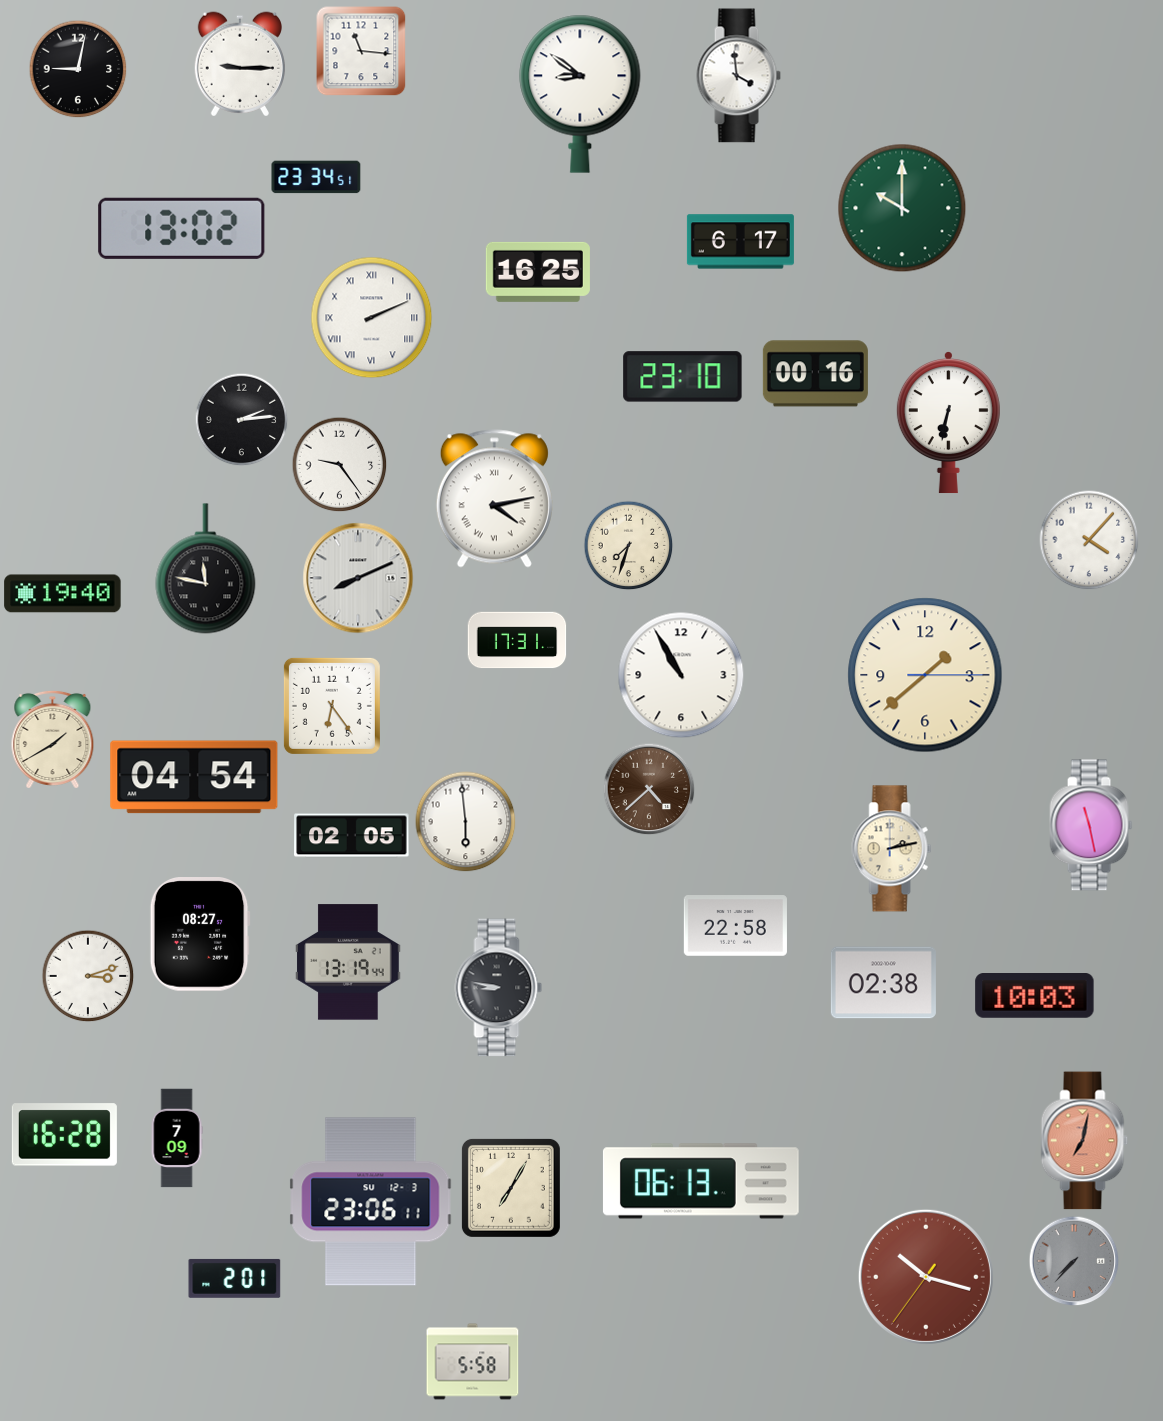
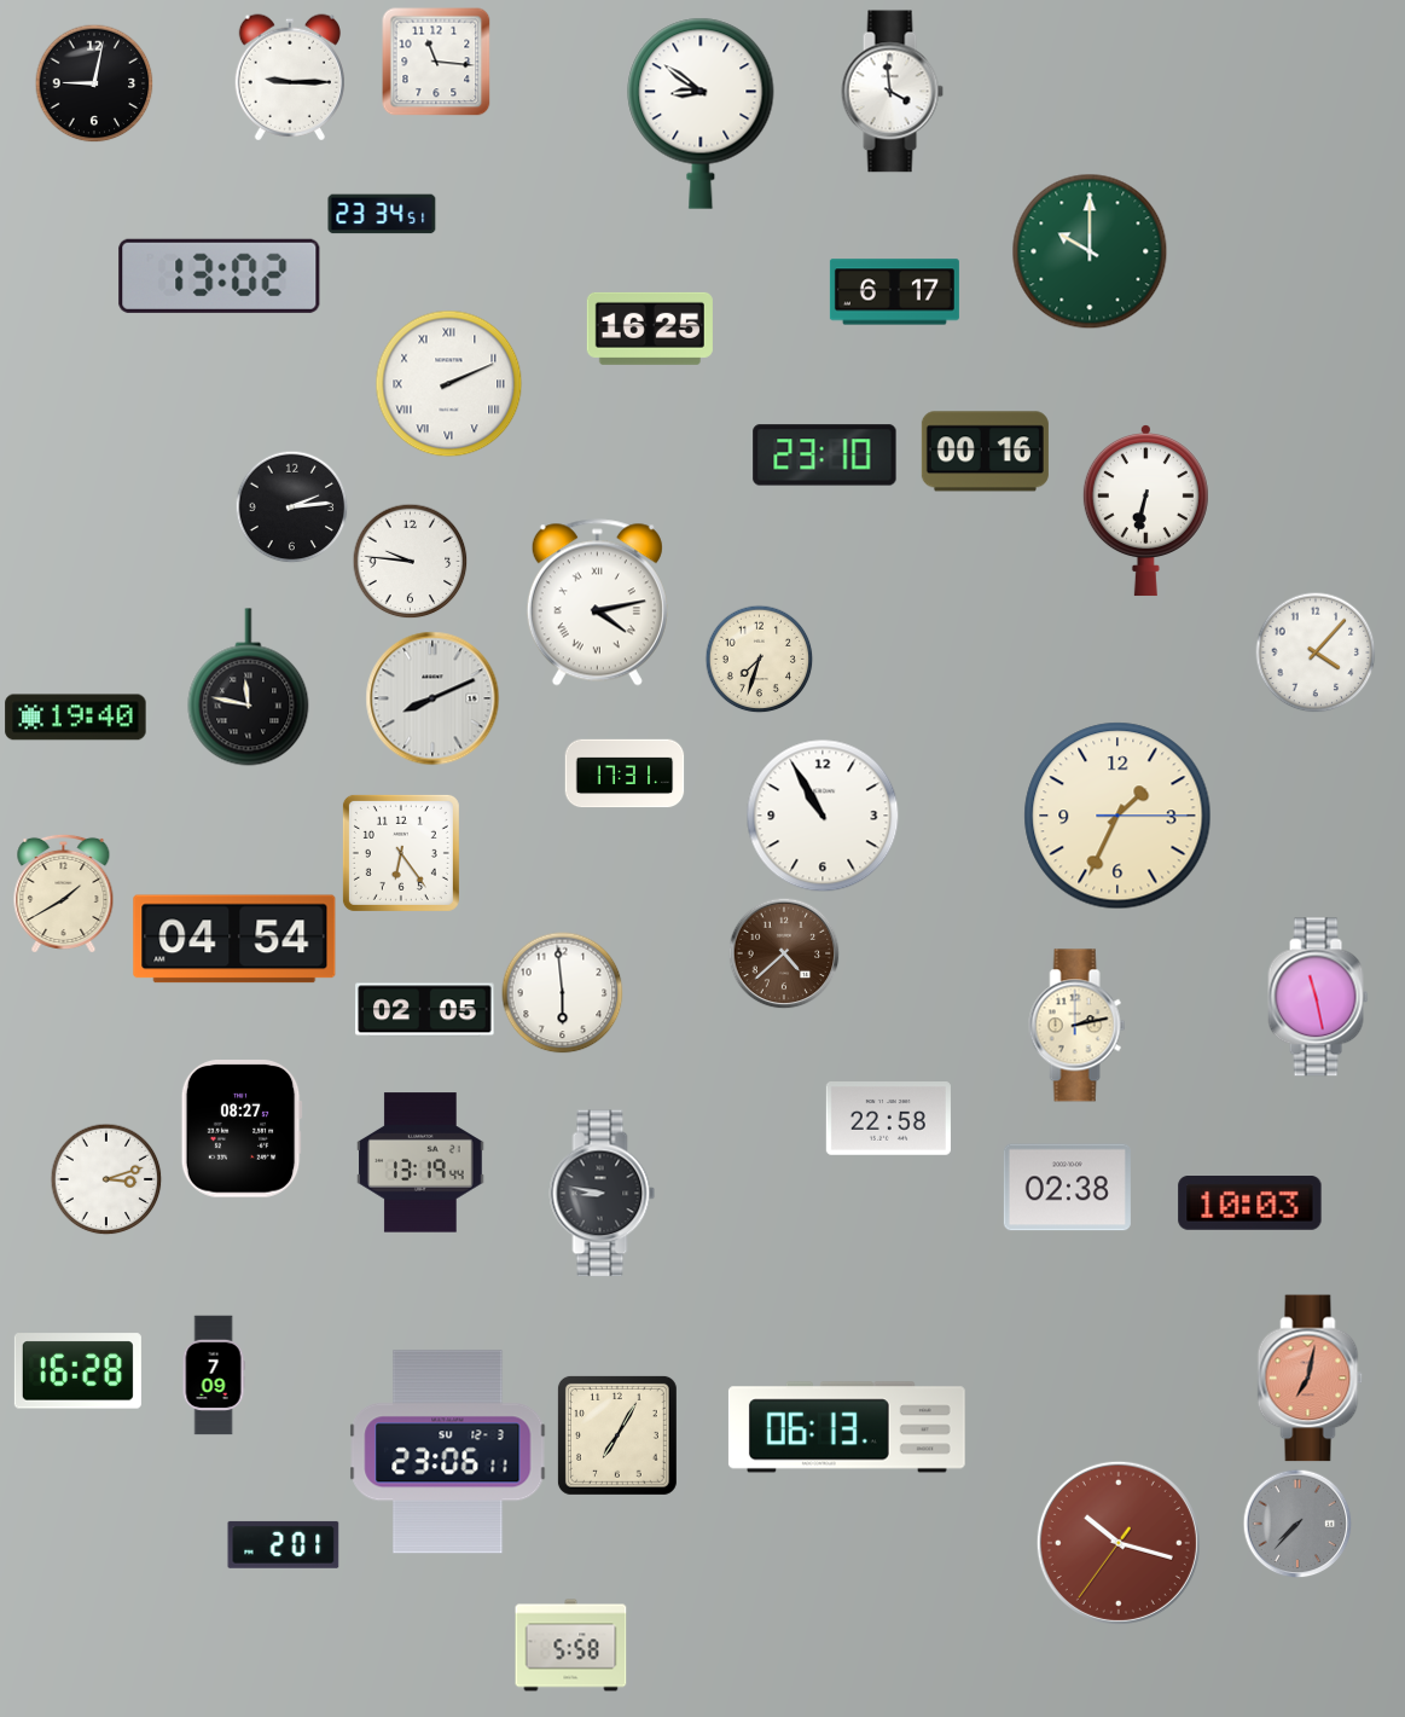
clock at (339, 464): 9:24 -> 9:46
clock at (925, 675): 1:38 -> 1:34
